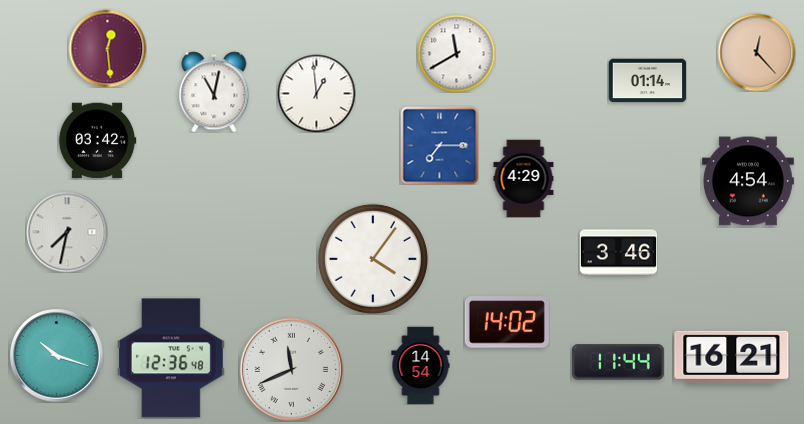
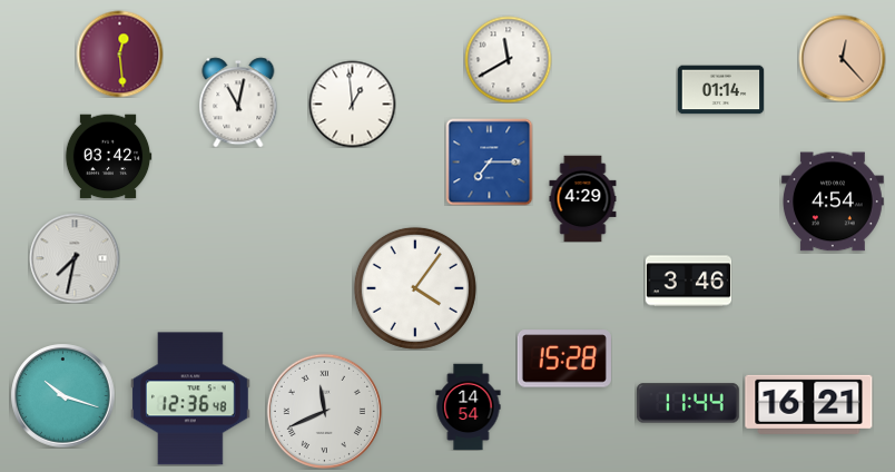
clock at (507, 322): 14:02 -> 15:28
clock at (732, 357) position: (732, 357) -> (809, 404)
